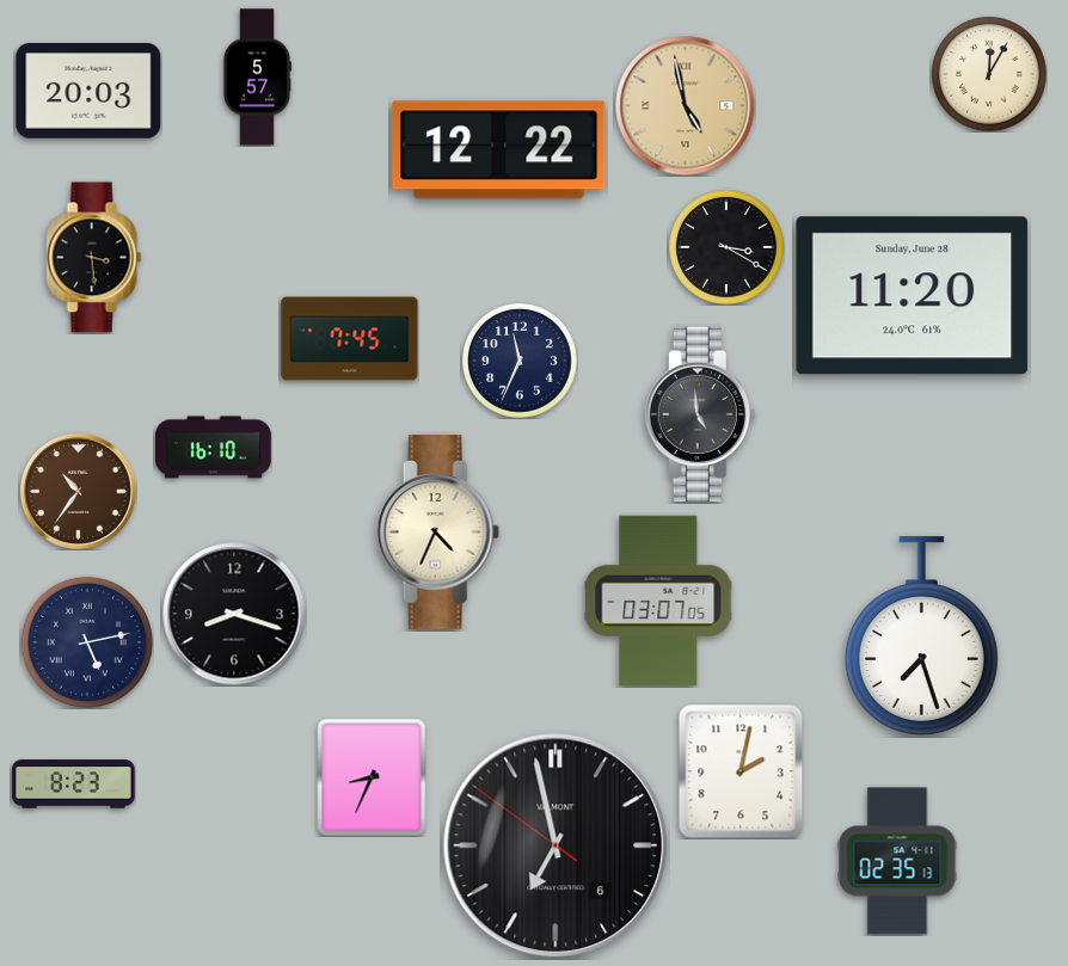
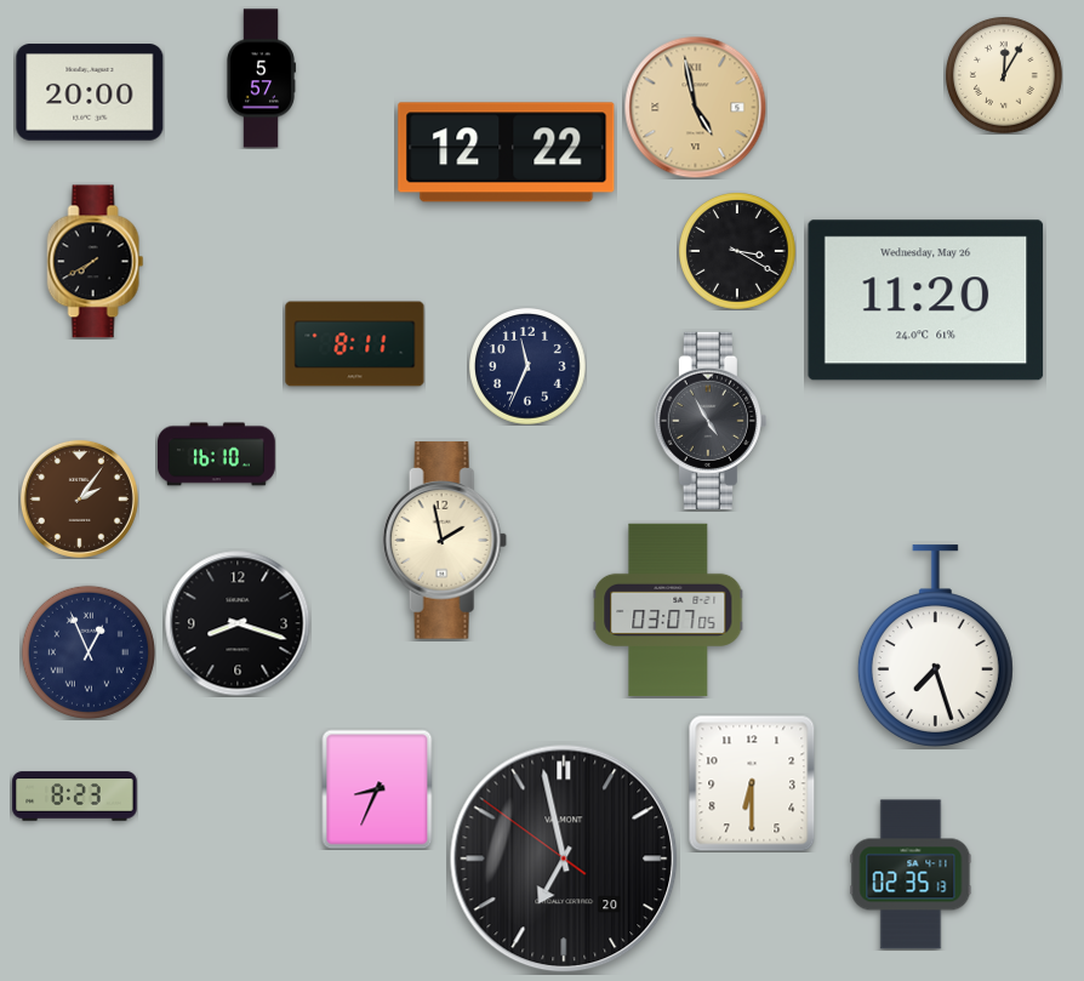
clock at (88, 91): 20:03 -> 20:00
clock at (94, 258): 3:29 -> 7:40
clock at (913, 296) date: Sunday, June 28 -> Wednesday, May 26
clock at (350, 339): 7:45 -> 8:11
clock at (700, 414): 4:59 -> 4:55
clock at (78, 491): 10:36 -> 2:06
clock at (437, 533): 4:34 -> 1:58
clock at (87, 642): 5:13 -> 12:56
clock at (741, 771): 2:02 -> 6:30
clock at (556, 845) date: 6 -> 20
